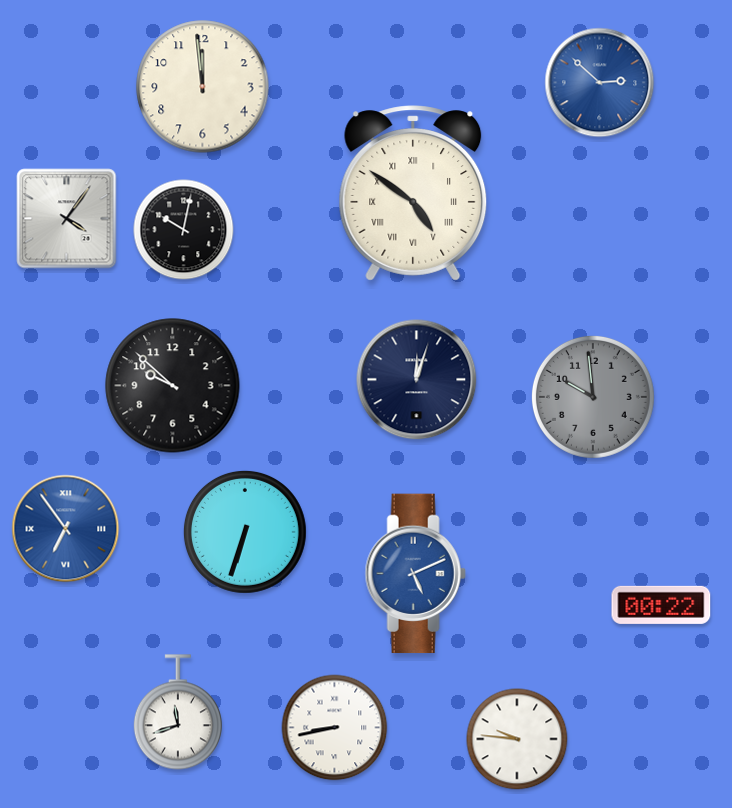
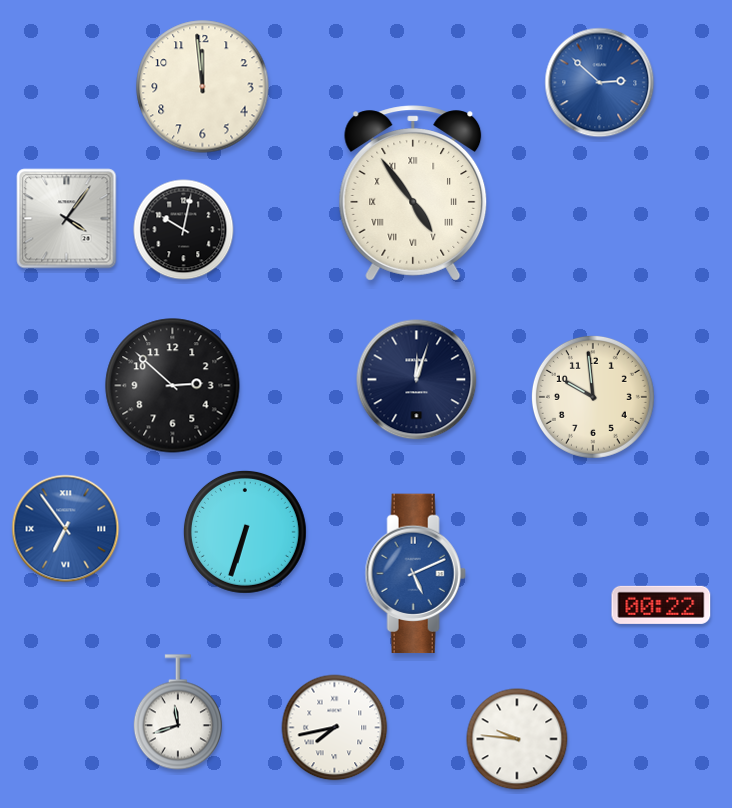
clock at (413, 193): 4:51 -> 4:54
clock at (173, 386): 9:52 -> 2:52
clock at (593, 397) dial: grey -> cream
clock at (335, 728): 8:43 -> 7:43
